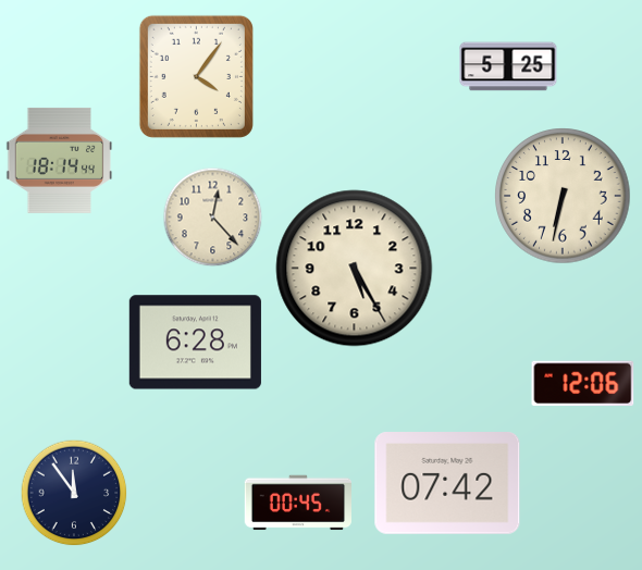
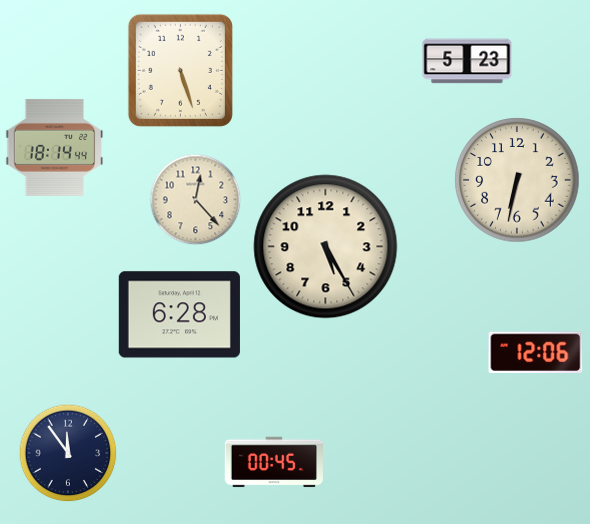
clock at (508, 66): 5:25 -> 5:23
clock at (196, 76): 4:06 -> 5:27
clock at (447, 484): 07:42 -> none
